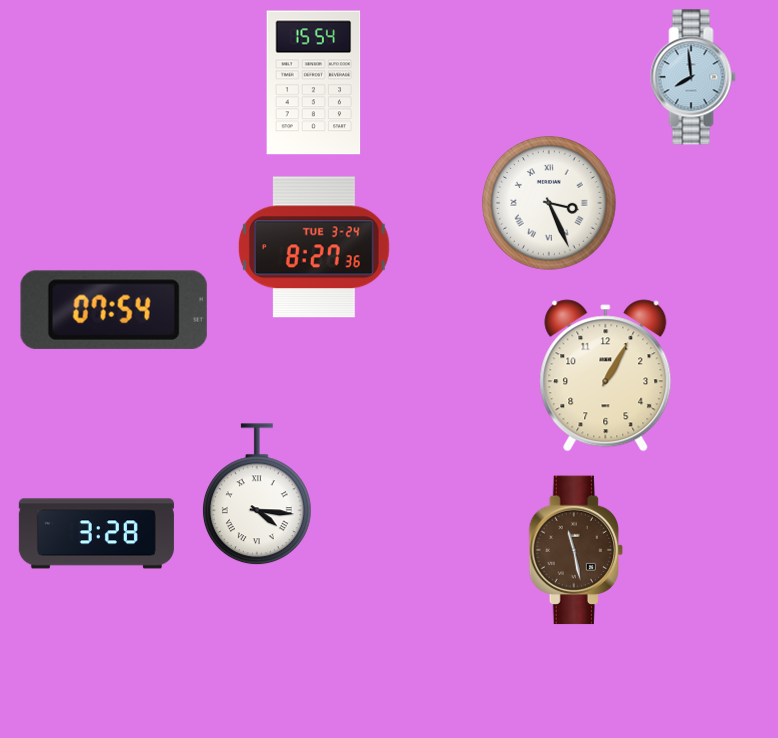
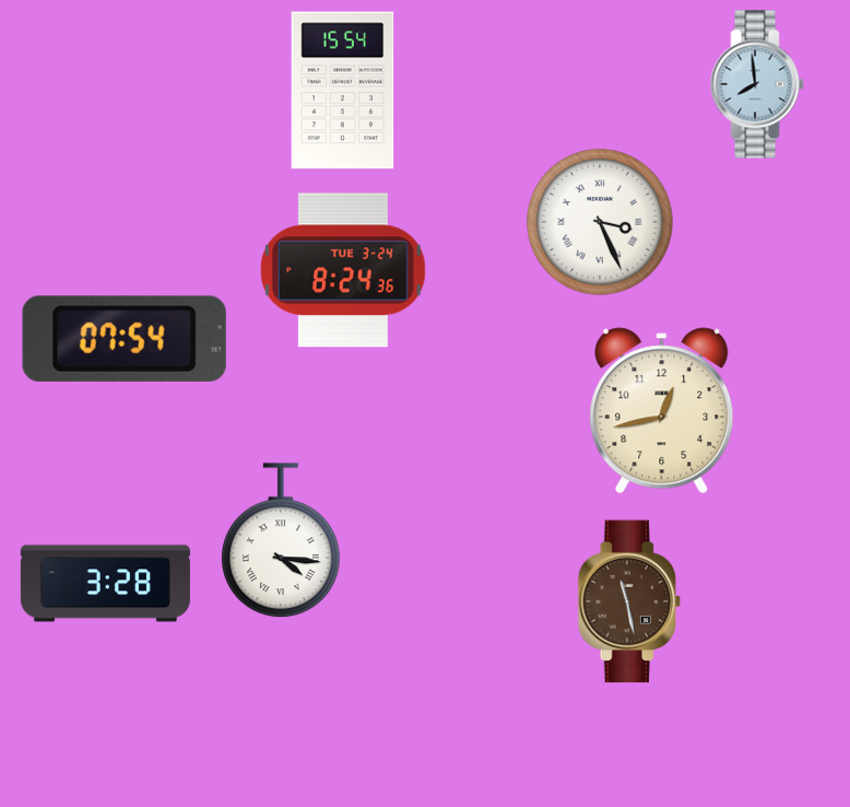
clock at (314, 247): 8:27 -> 8:24
clock at (606, 376): 1:05 -> 12:43
